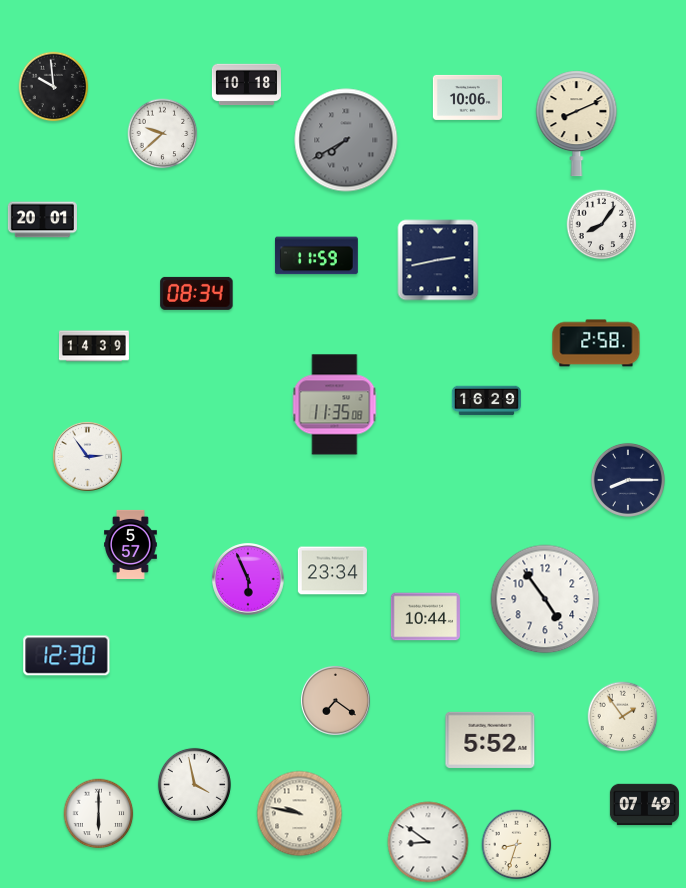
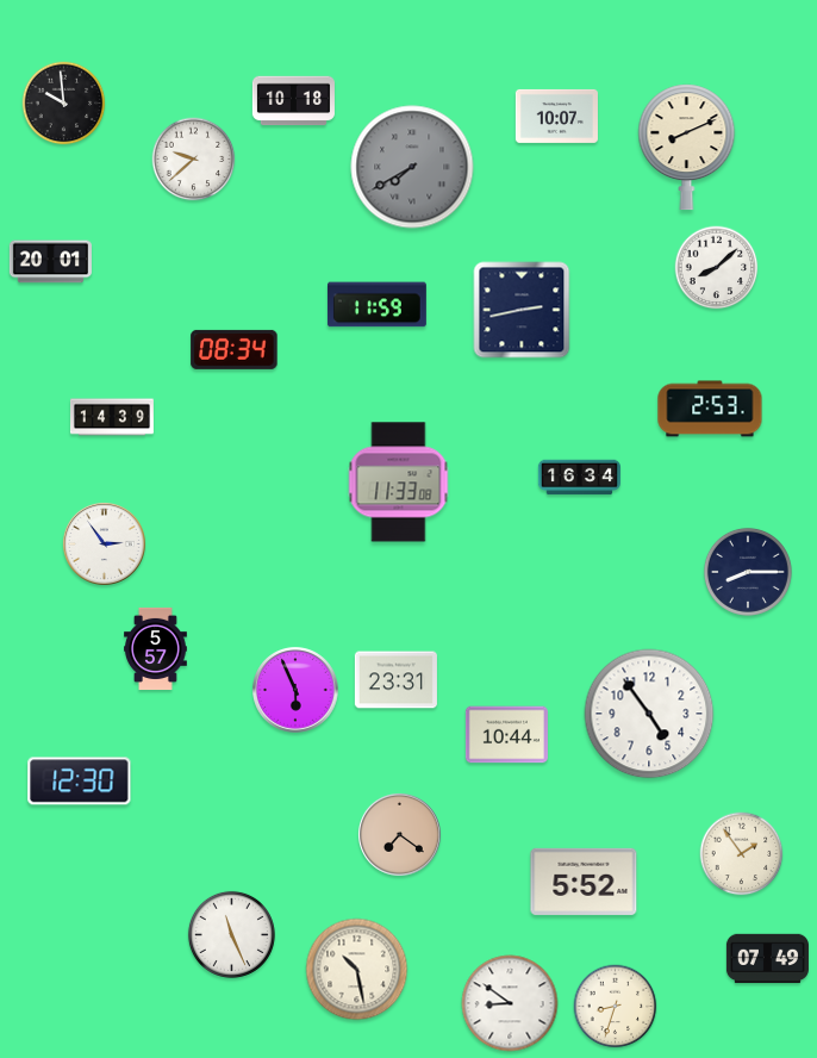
clock at (467, 97): 10:06 -> 10:07
clock at (602, 225): 8:06 -> 8:08
clock at (596, 343): 2:58 -> 2:53
clock at (94, 346) position: (94, 346) -> (112, 417)
clock at (486, 401): 16:29 -> 16:34
clock at (335, 405): 11:35 -> 11:33
clock at (332, 571): 23:34 -> 23:31
clock at (194, 784): 3:58 -> 11:26
clock at (99, 814): 6:00 -> none
clock at (300, 814): 9:47 -> 10:28
